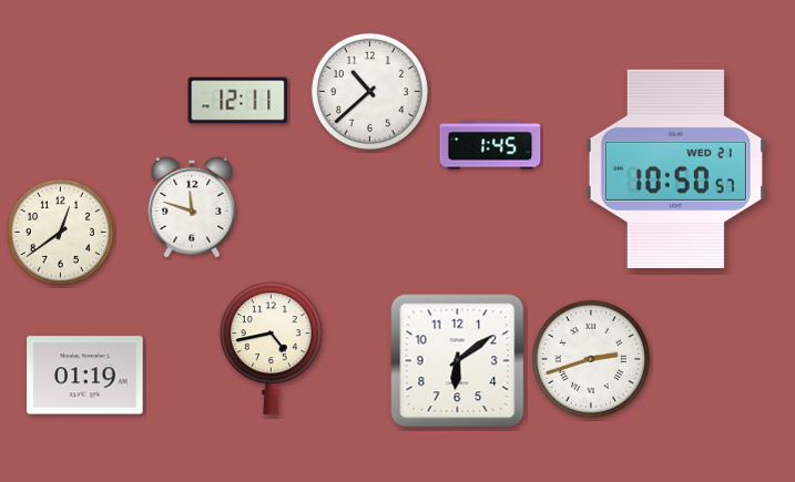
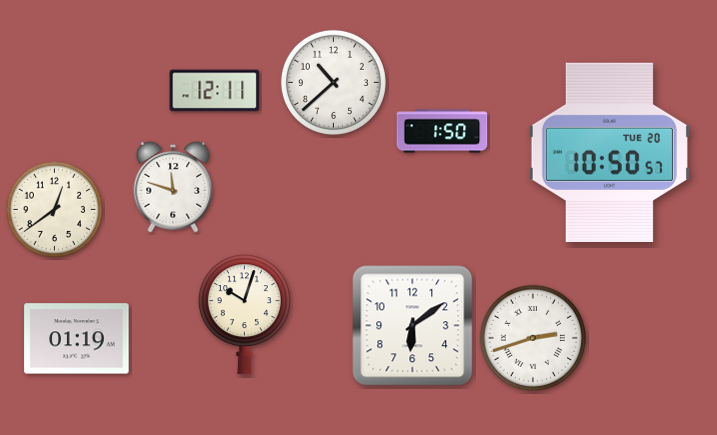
clock at (490, 145): 1:45 -> 1:50
clock at (675, 168) date: WED 21 -> TUE 20
clock at (271, 349): 4:43 -> 10:03
clock at (591, 359) position: (591, 359) -> (533, 338)
